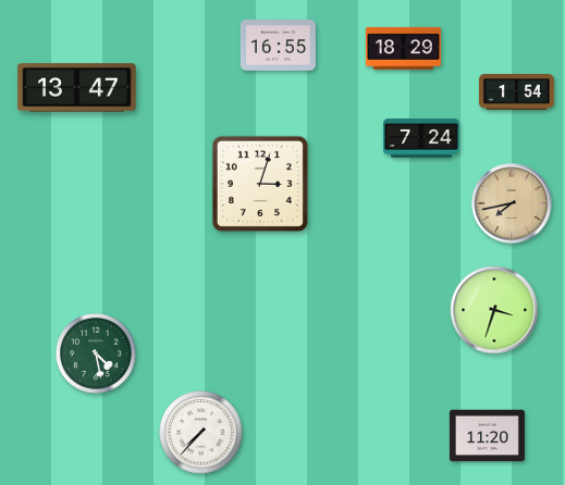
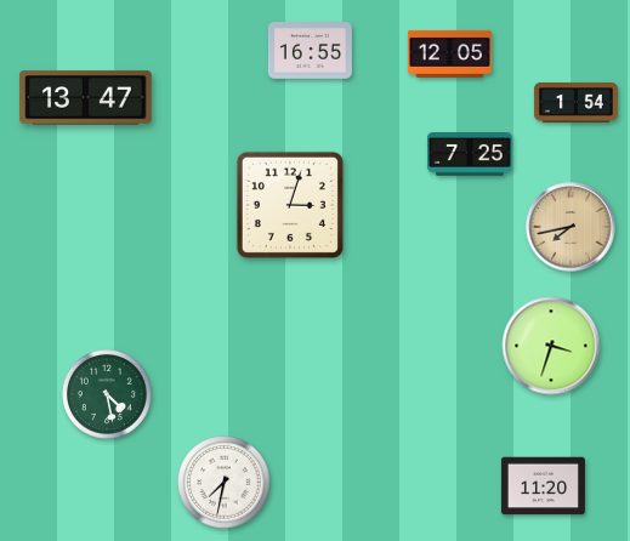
clock at (403, 48): 18:29 -> 12:05
clock at (422, 139): 7:24 -> 7:25
clock at (201, 433): 7:37 -> 7:32
